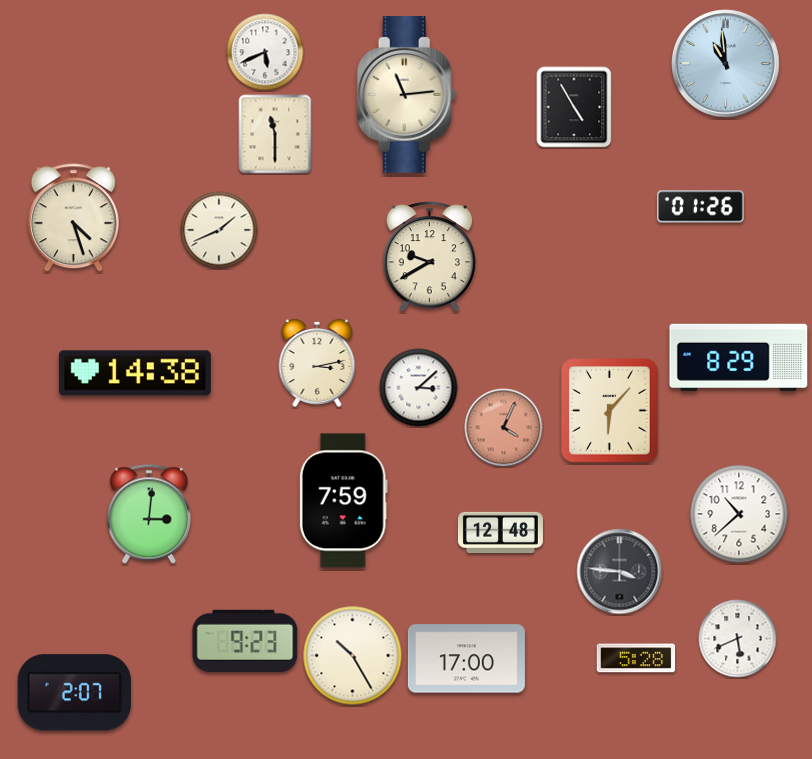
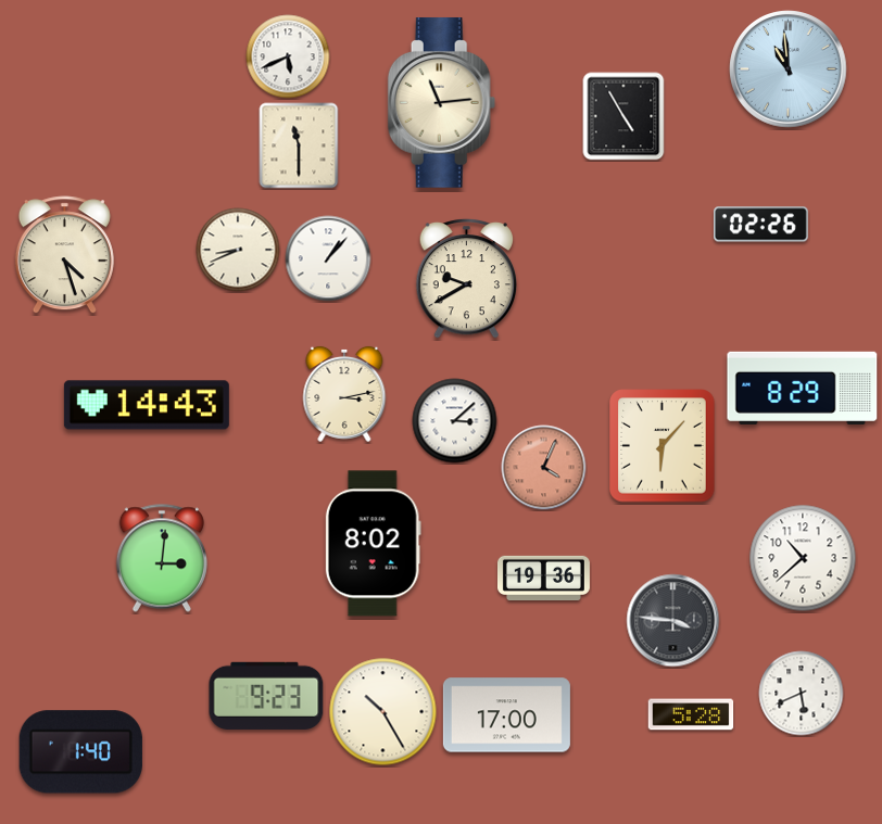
clock at (700, 207): 01:26 -> 02:26
clock at (73, 218) position: (73, 218) -> (64, 255)
clock at (219, 230): 1:41 -> 8:41
clock at (328, 258): none -> 1:07
clock at (135, 373): 14:38 -> 14:43
clock at (504, 428) position: (504, 428) -> (544, 468)
clock at (343, 501): 7:59 -> 8:02
clock at (500, 532): 12:48 -> 19:36
clock at (74, 693): 2:07 -> 1:40
